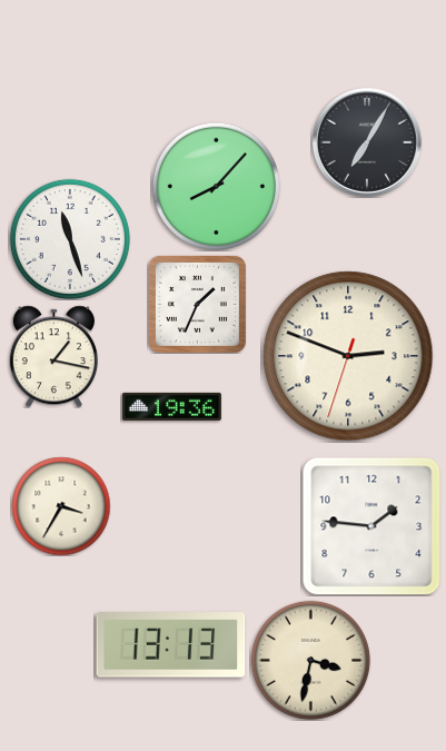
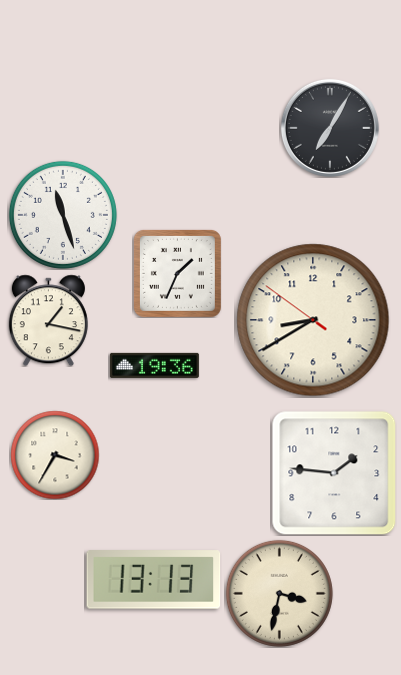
clock at (216, 186): 8:07 -> none
clock at (348, 356): 2:48 -> 8:39
